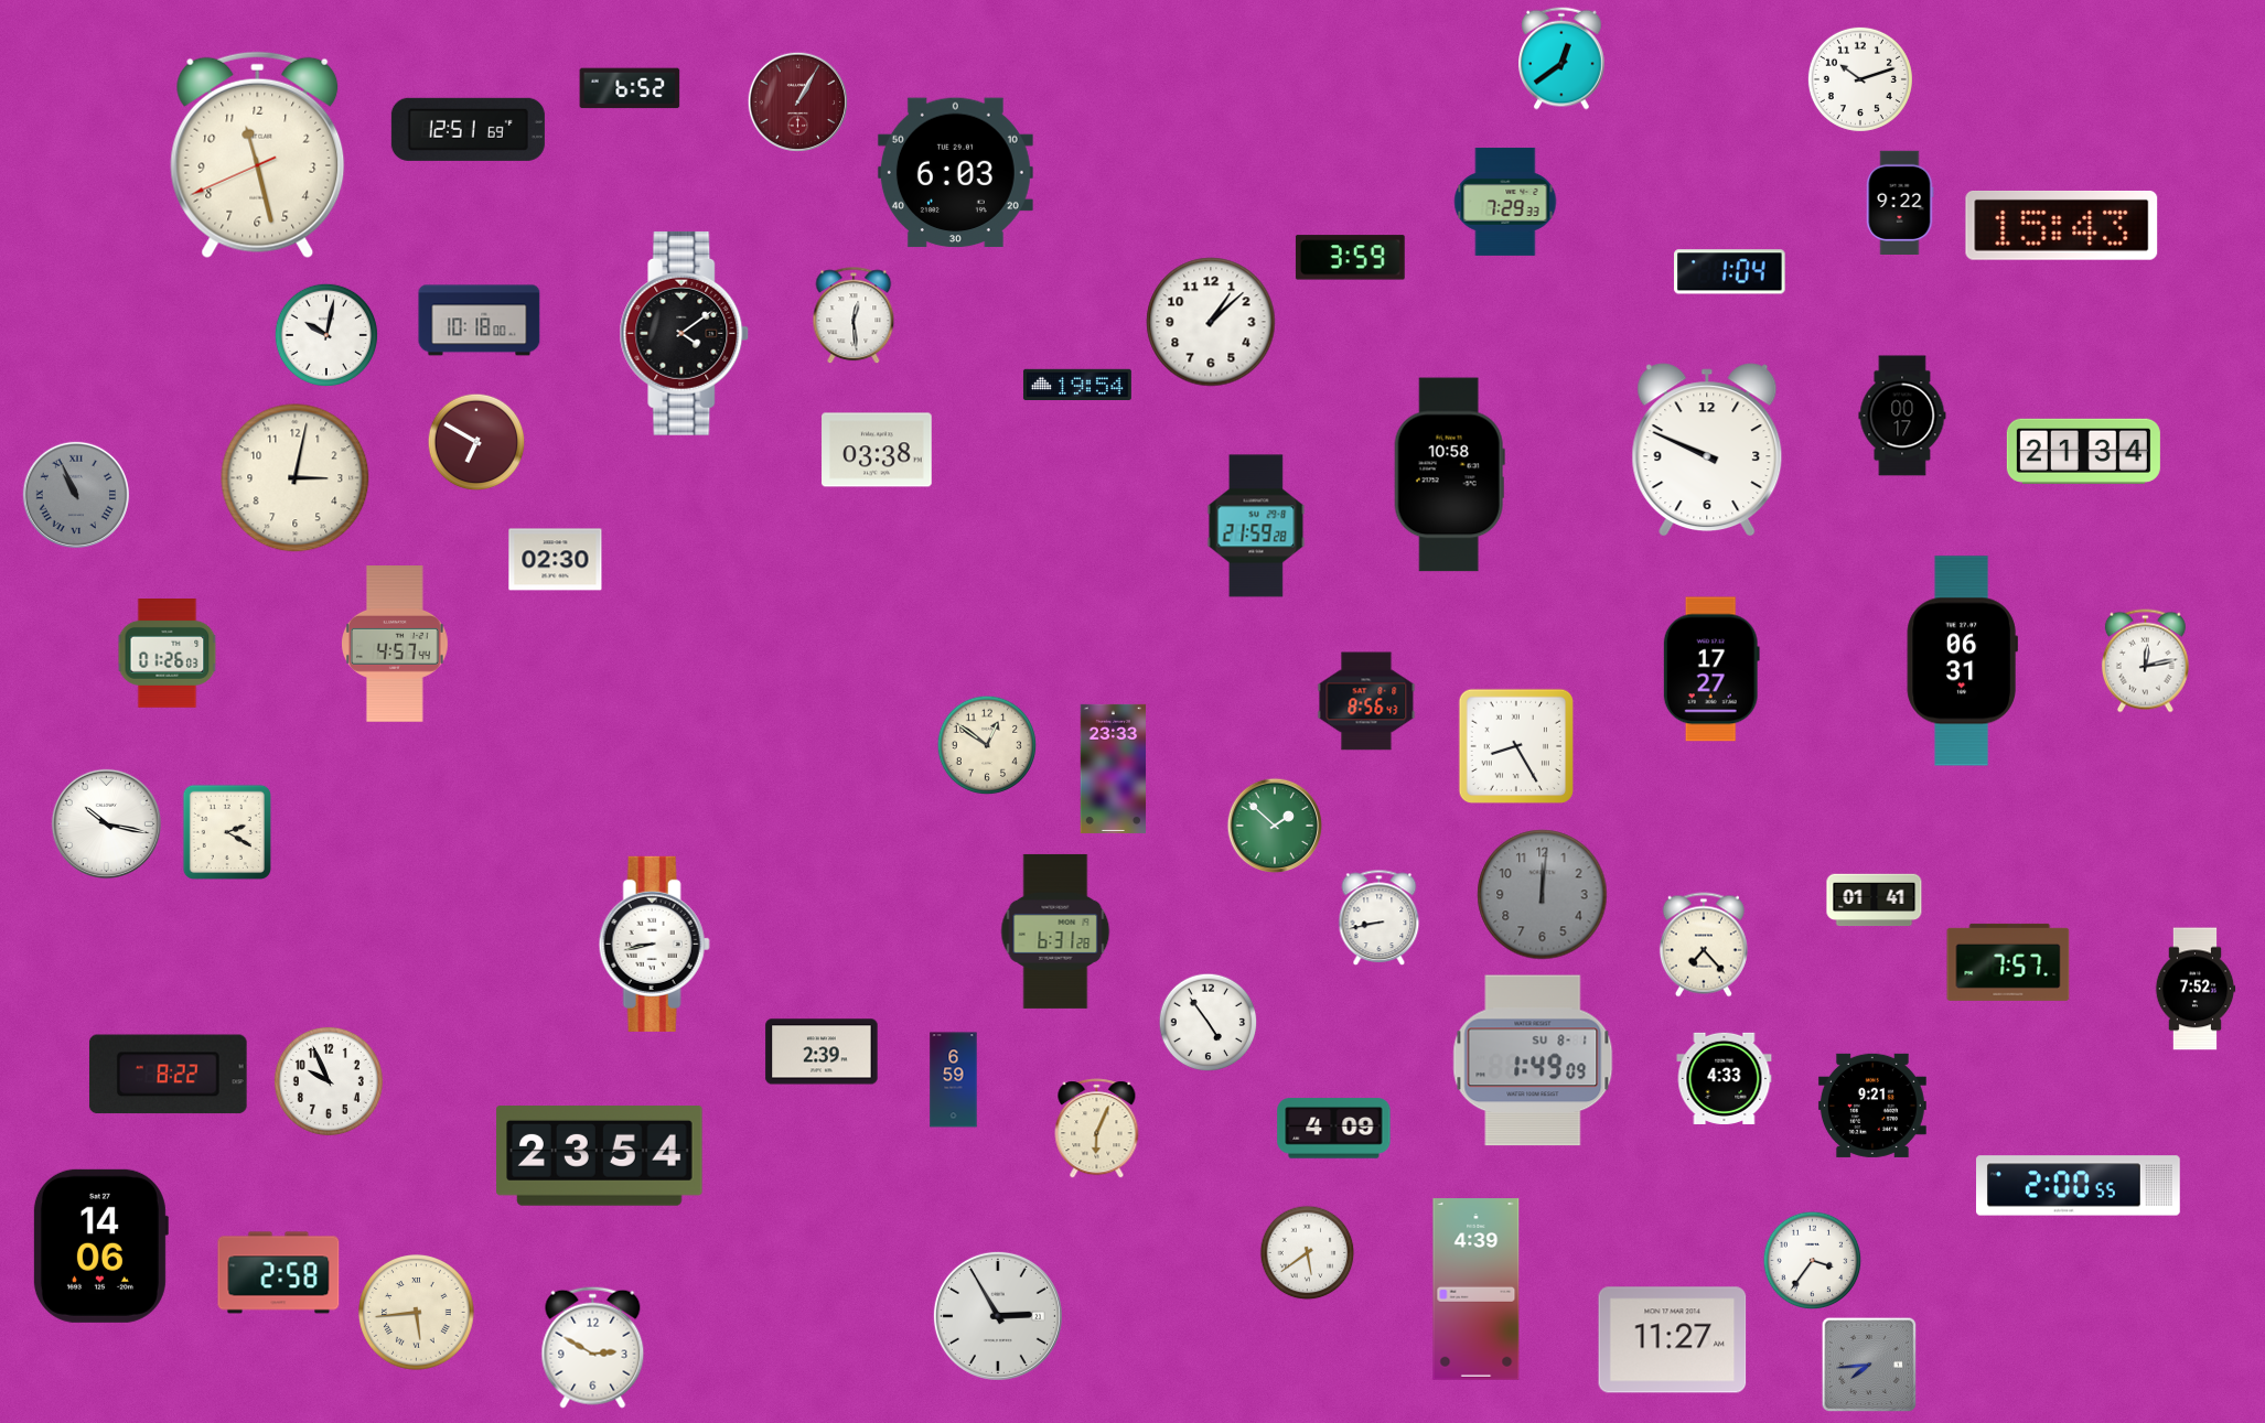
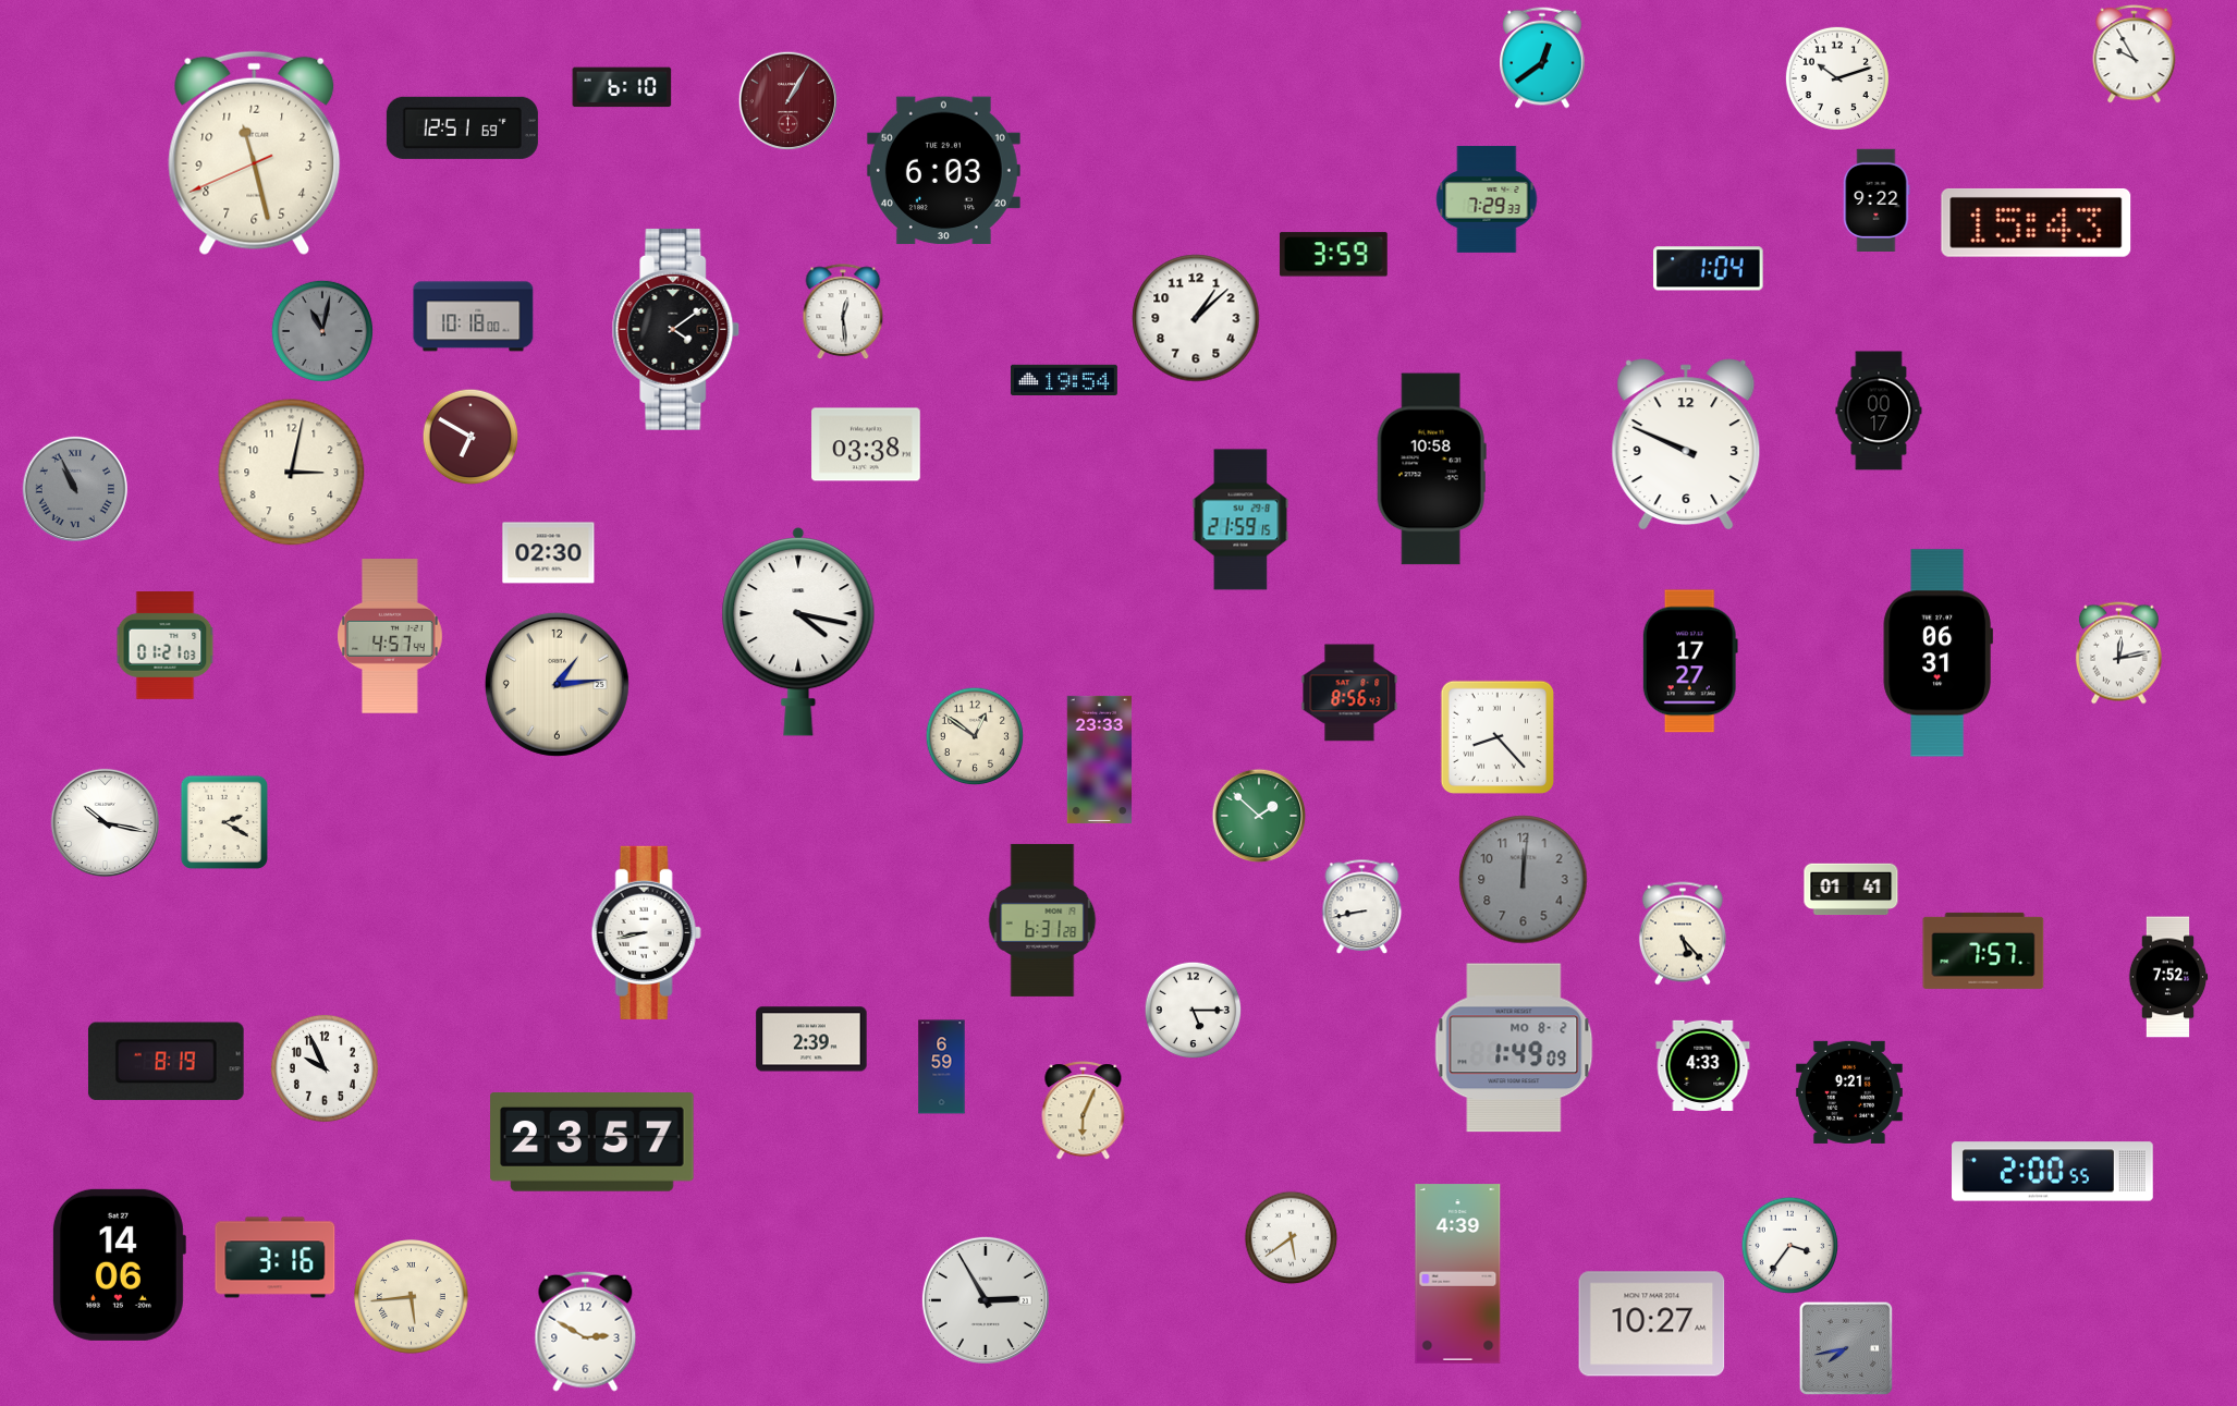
clock at (2135, 54): none -> 9:55
clock at (630, 88): 6:52 -> 6:10
clock at (326, 335): 10:02 -> 11:02
clock at (326, 335) dial: white -> grey
clock at (2083, 451): 21:34 -> none
clock at (1256, 526): 21:59:28 -> 21:59:15
clock at (798, 632): none -> 4:17
clock at (168, 654): 01:26 -> 01:21
clock at (557, 684): none -> 1:14
clock at (1516, 746): 8:25 -> 8:23
clock at (106, 823) position: (106, 823) -> (105, 822)
clock at (1543, 895) position: (1543, 895) -> (1524, 880)
clock at (1704, 945): 7:23 -> 5:23
clock at (1209, 1023): 4:54 -> 5:15
clock at (1533, 1060) date: SU 8-1 -> MO 8-2
clock at (168, 1075): 8:22 -> 8:19
clock at (1097, 1129) position: (1097, 1129) -> (1084, 1111)
clock at (1334, 1129): 4:09 -> none
clock at (600, 1156): 23:54 -> 23:57
clock at (100, 1246) position: (100, 1246) -> (119, 1264)
clock at (279, 1273): 2:58 -> 3:16
clock at (1673, 1340): 11:27 -> 10:27
clock at (1869, 1365): 7:44 -> 7:43
